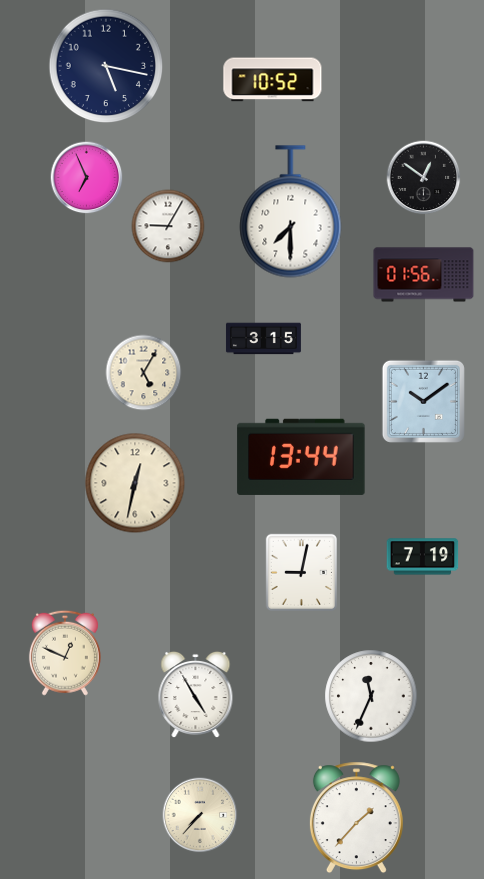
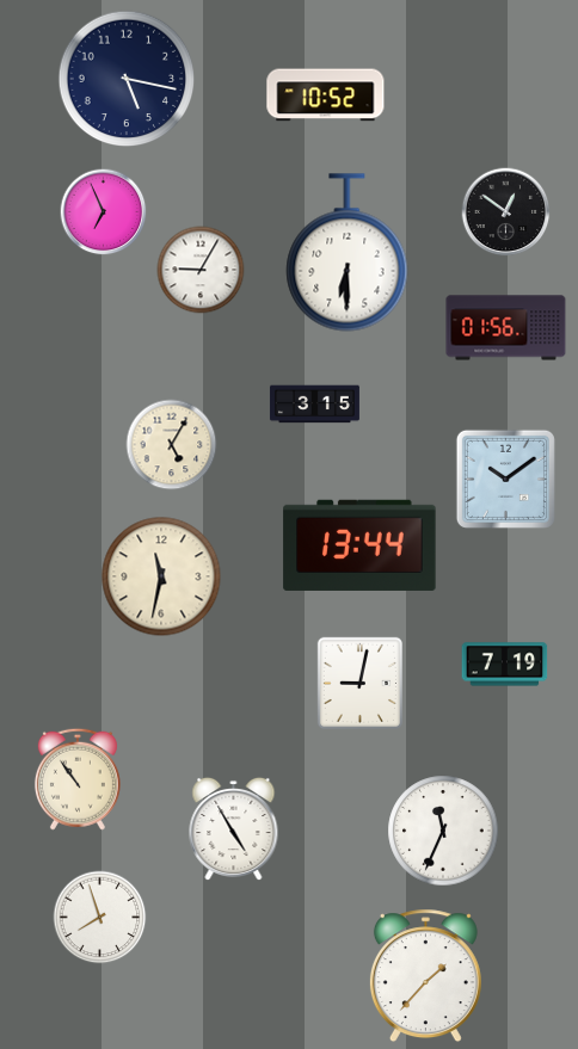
clock at (291, 212): 7:30 -> 6:30
clock at (135, 483): 12:32 -> 11:32
clock at (65, 653): 12:49 -> 10:54
clock at (100, 918): none -> 7:57
clock at (200, 815): 7:37 -> none
